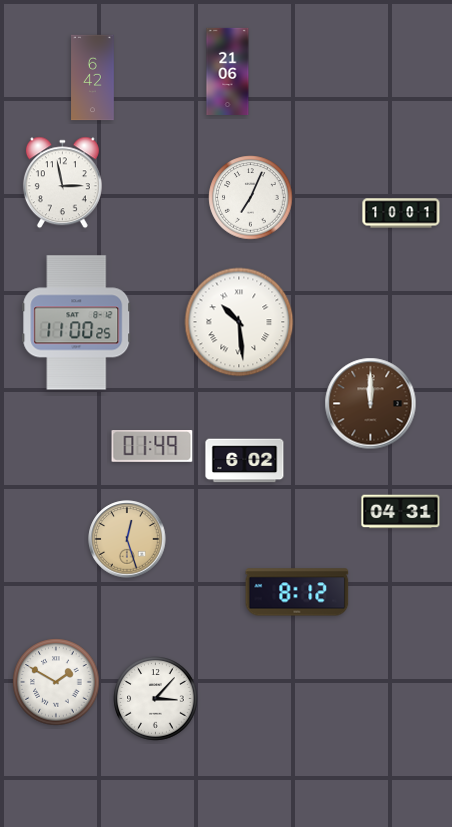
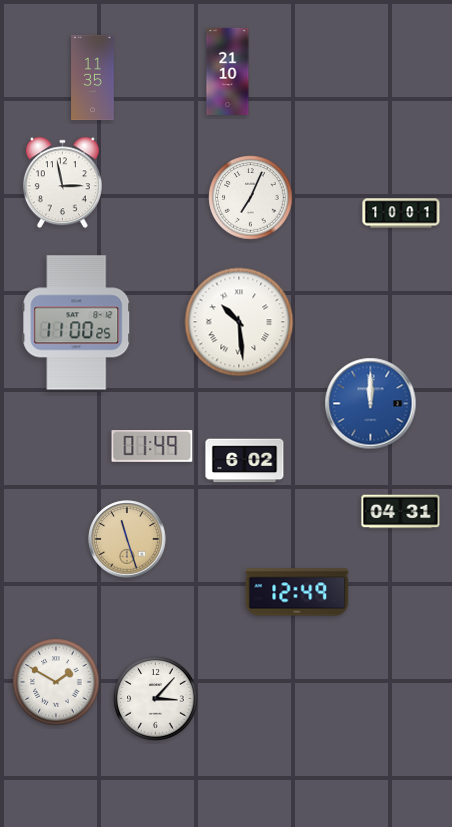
clock at (228, 71): 21:06 -> 21:10
clock at (93, 78): 6:42 -> 11:35
clock at (371, 404) dial: brown -> blue
clock at (127, 539): 12:27 -> 11:27
clock at (297, 592): 8:12 -> 12:49
